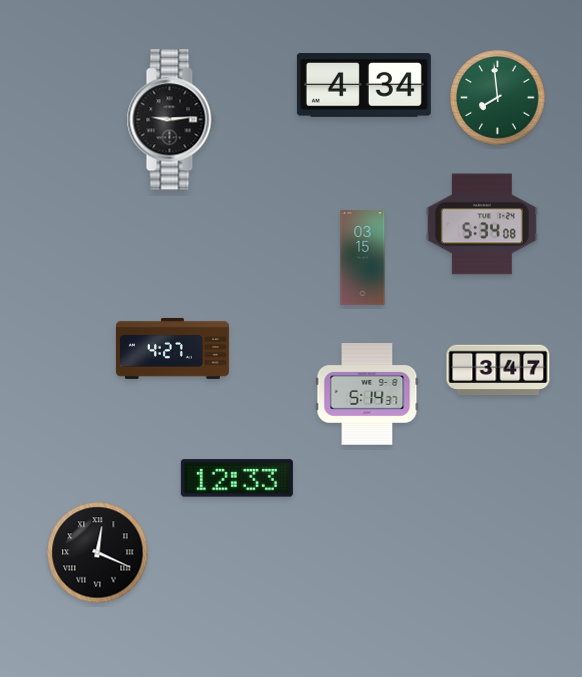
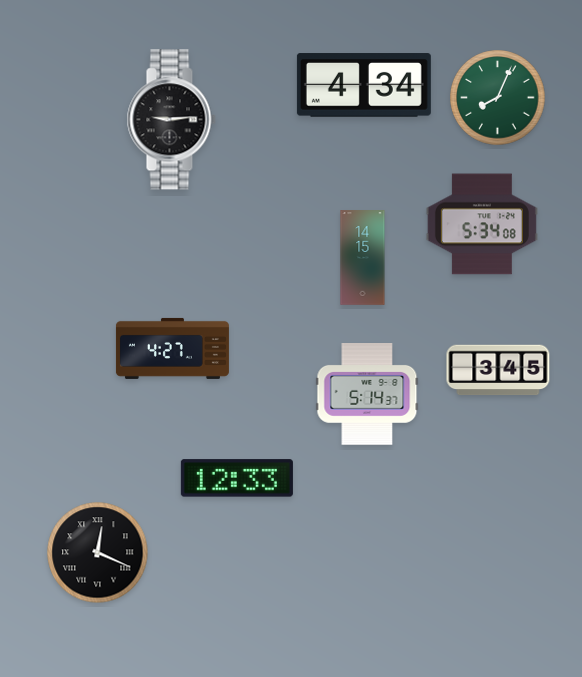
clock at (498, 98): 7:59 -> 8:04
clock at (363, 258): 03:15 -> 14:15
clock at (498, 370): 3:47 -> 3:45
